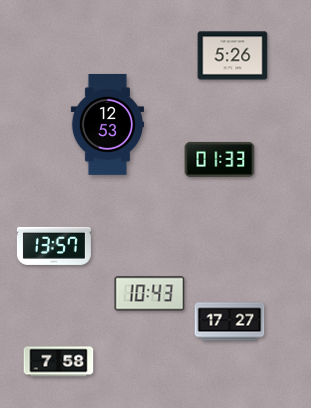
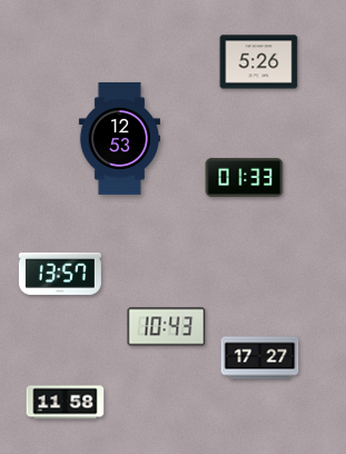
clock at (230, 322) position: (230, 322) -> (260, 358)
clock at (59, 362): 7:58 -> 11:58
